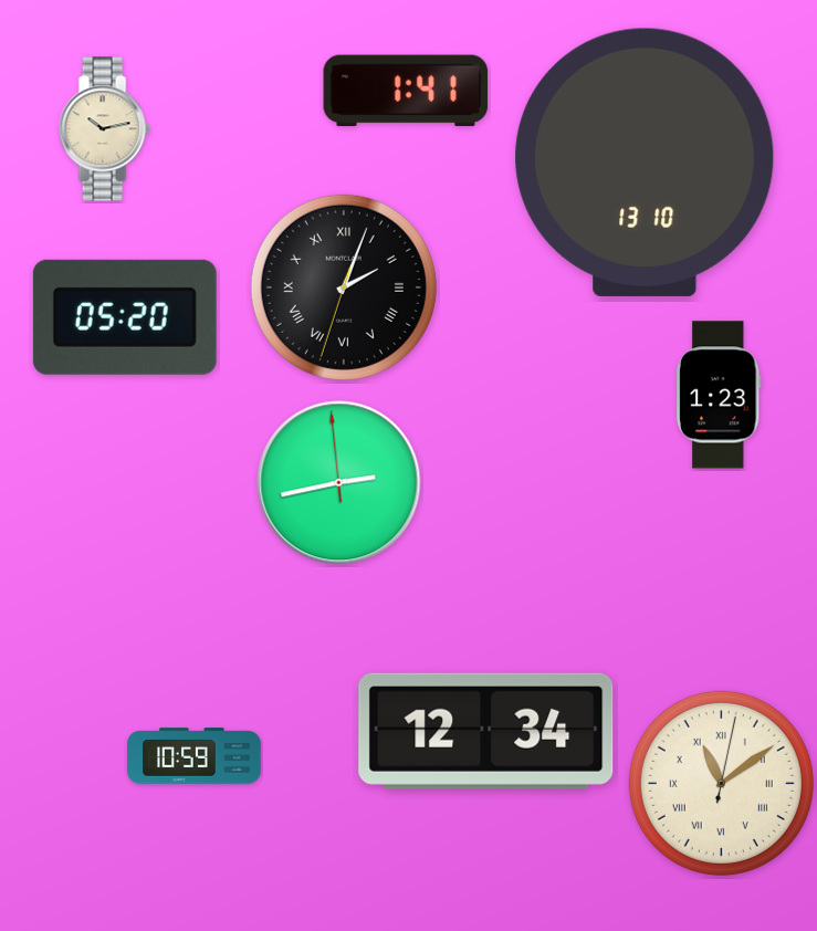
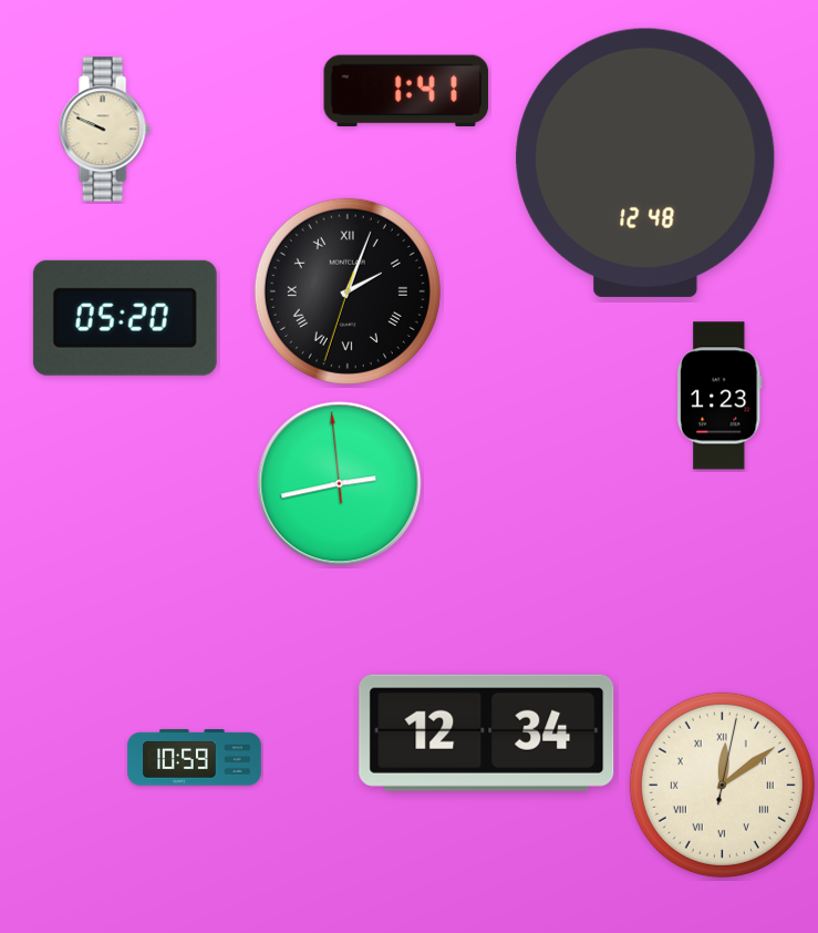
clock at (104, 129): 10:13 -> 9:49
clock at (645, 163): 13:10 -> 12:48
clock at (344, 287) position: (344, 287) -> (348, 291)
clock at (721, 783): 11:09 -> 12:09
